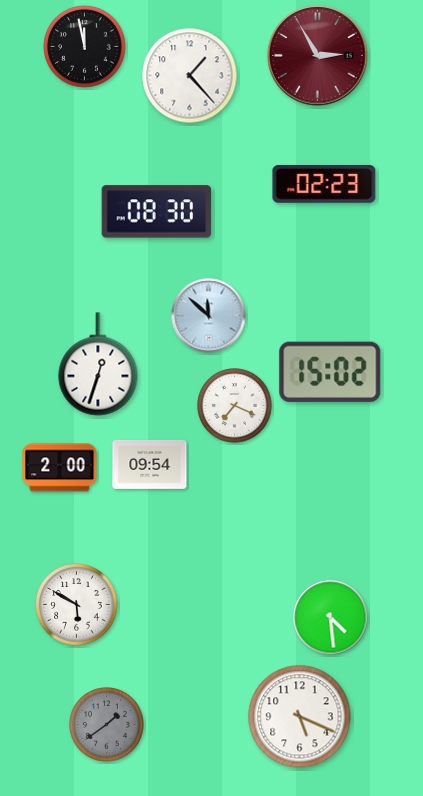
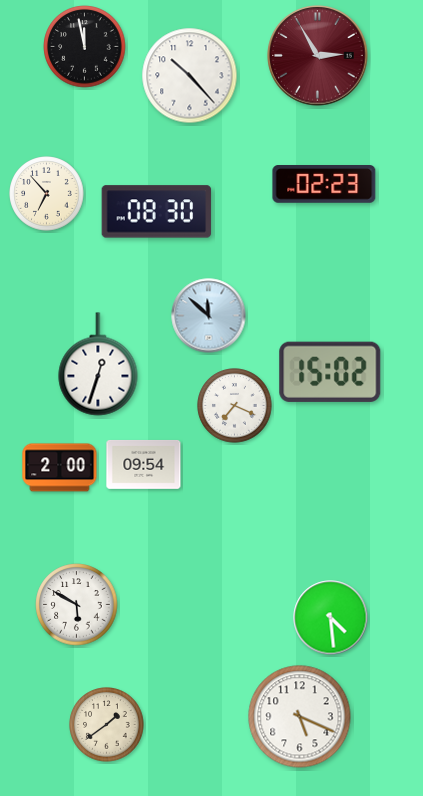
clock at (190, 76): 1:23 -> 10:23
clock at (47, 194): none -> 6:53
clock at (150, 464) position: (150, 464) -> (144, 464)
clock at (107, 725) dial: grey -> cream
